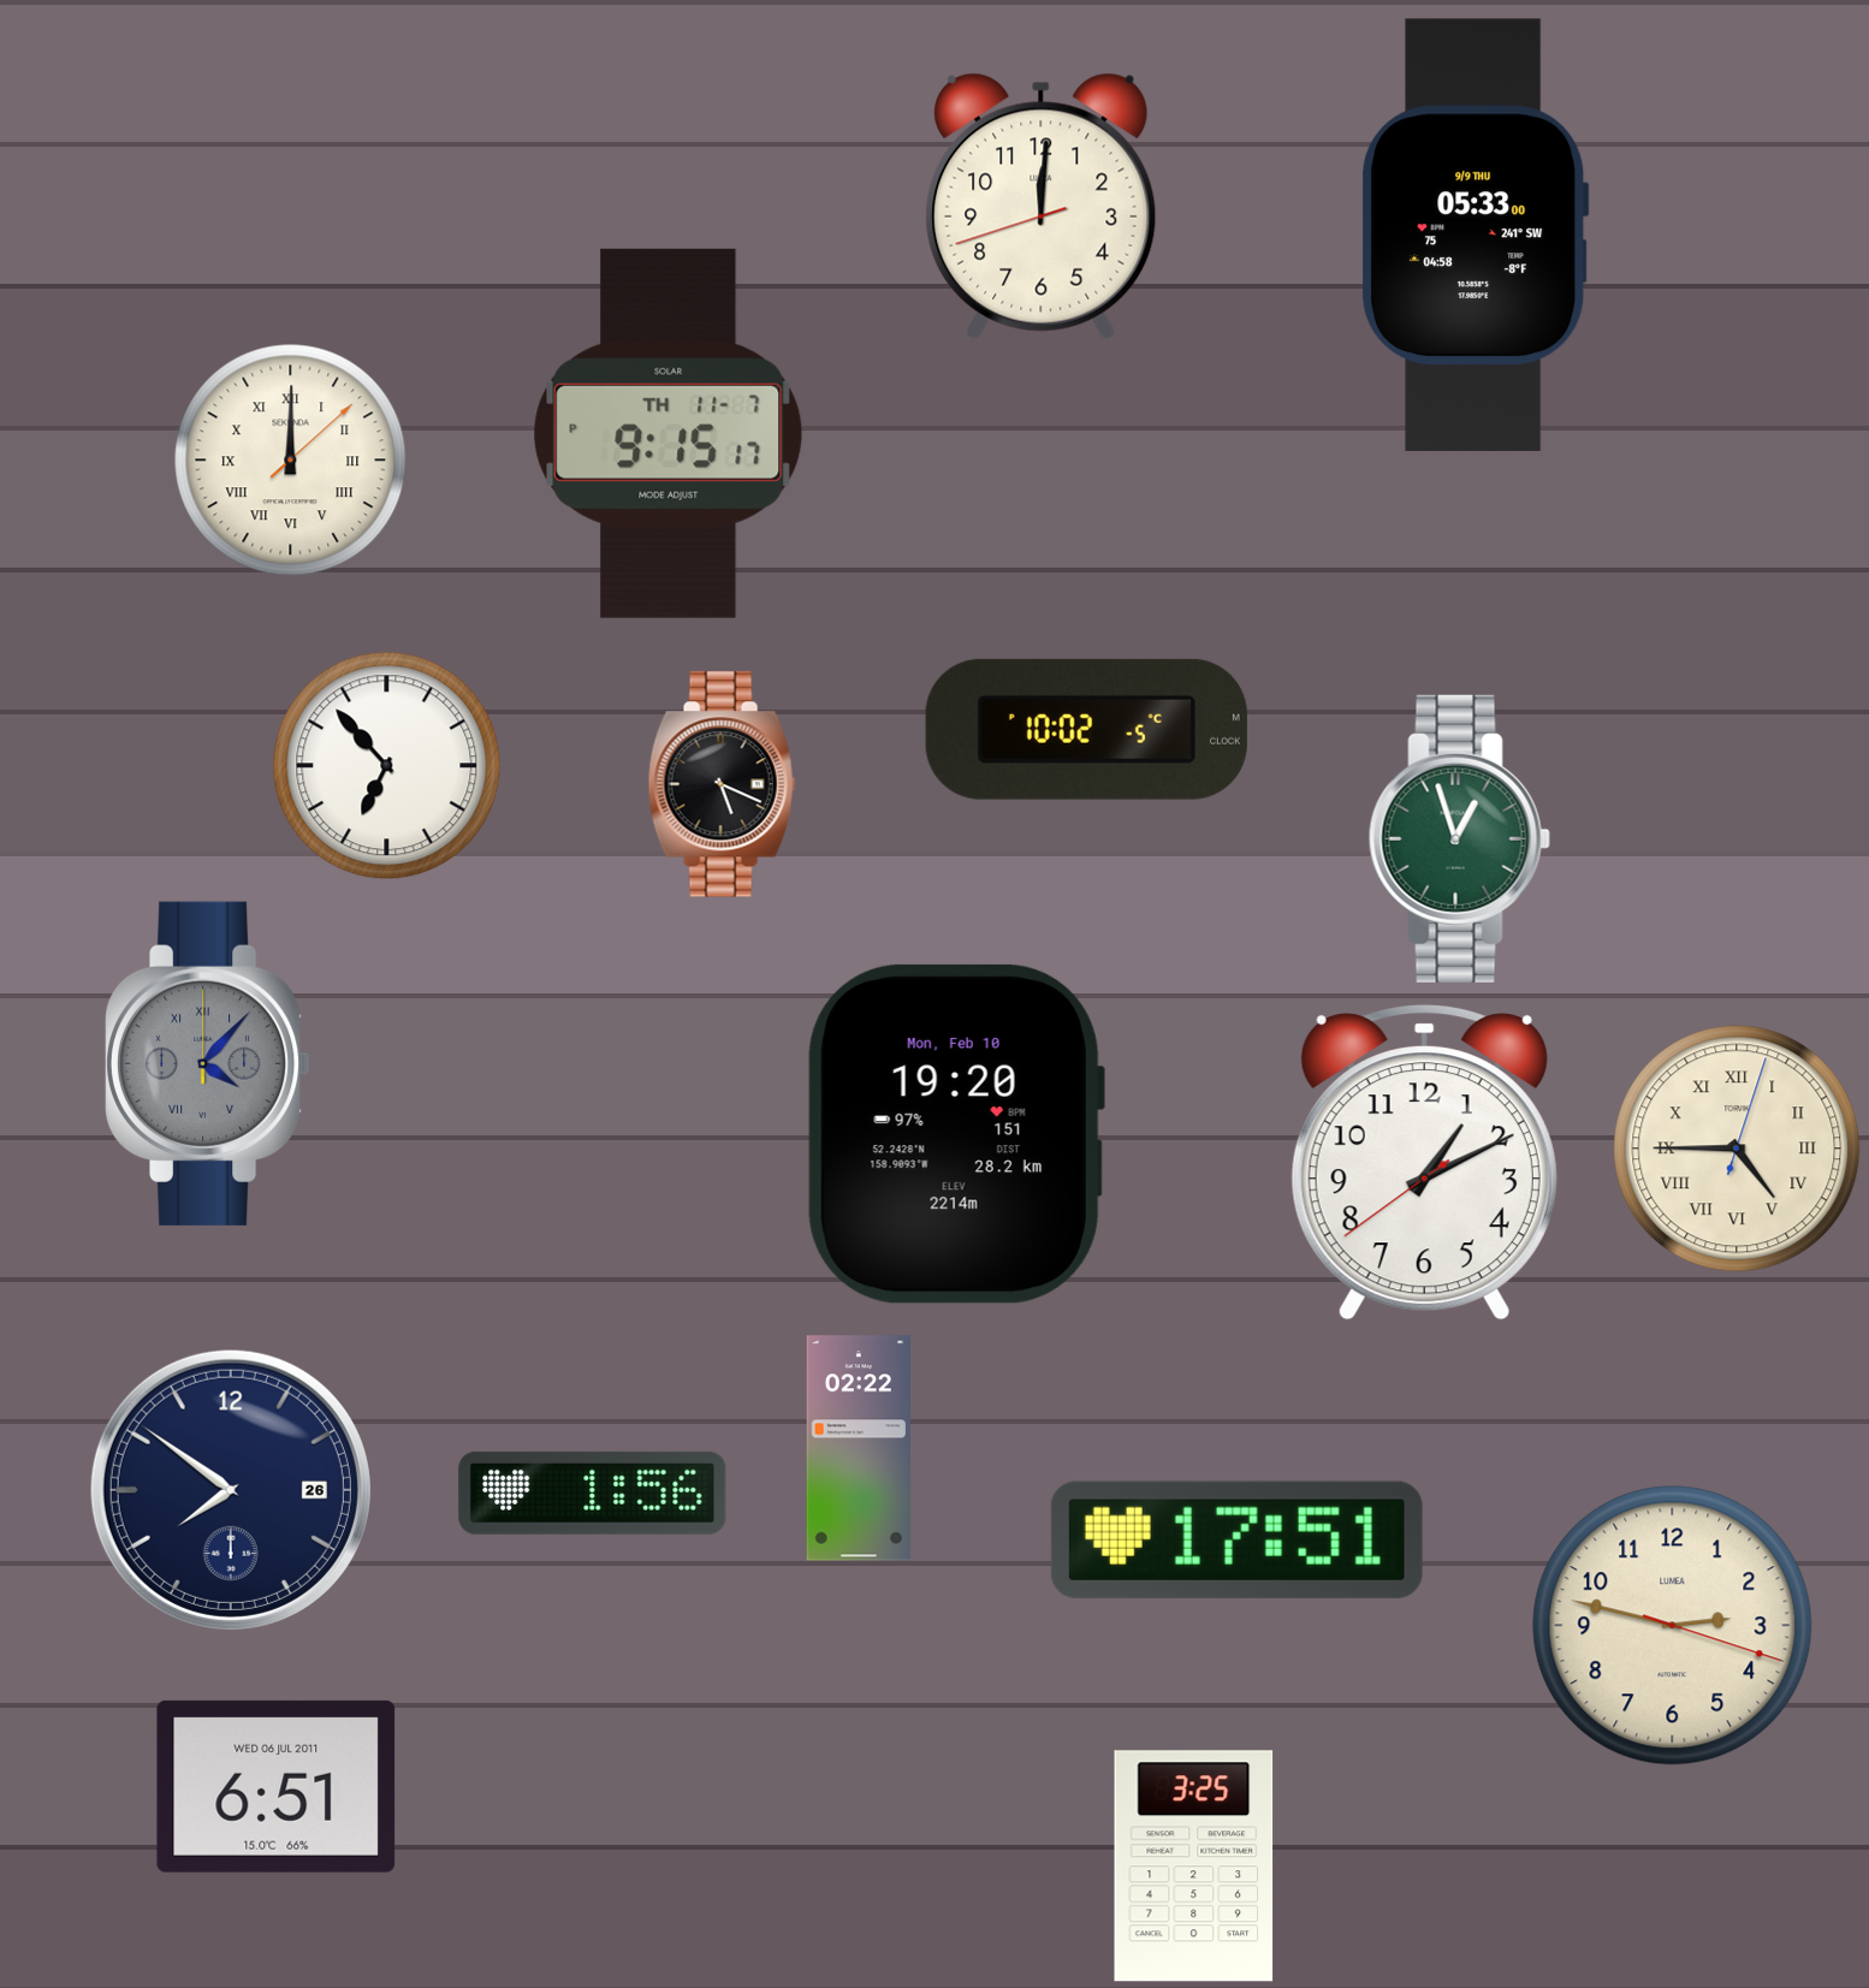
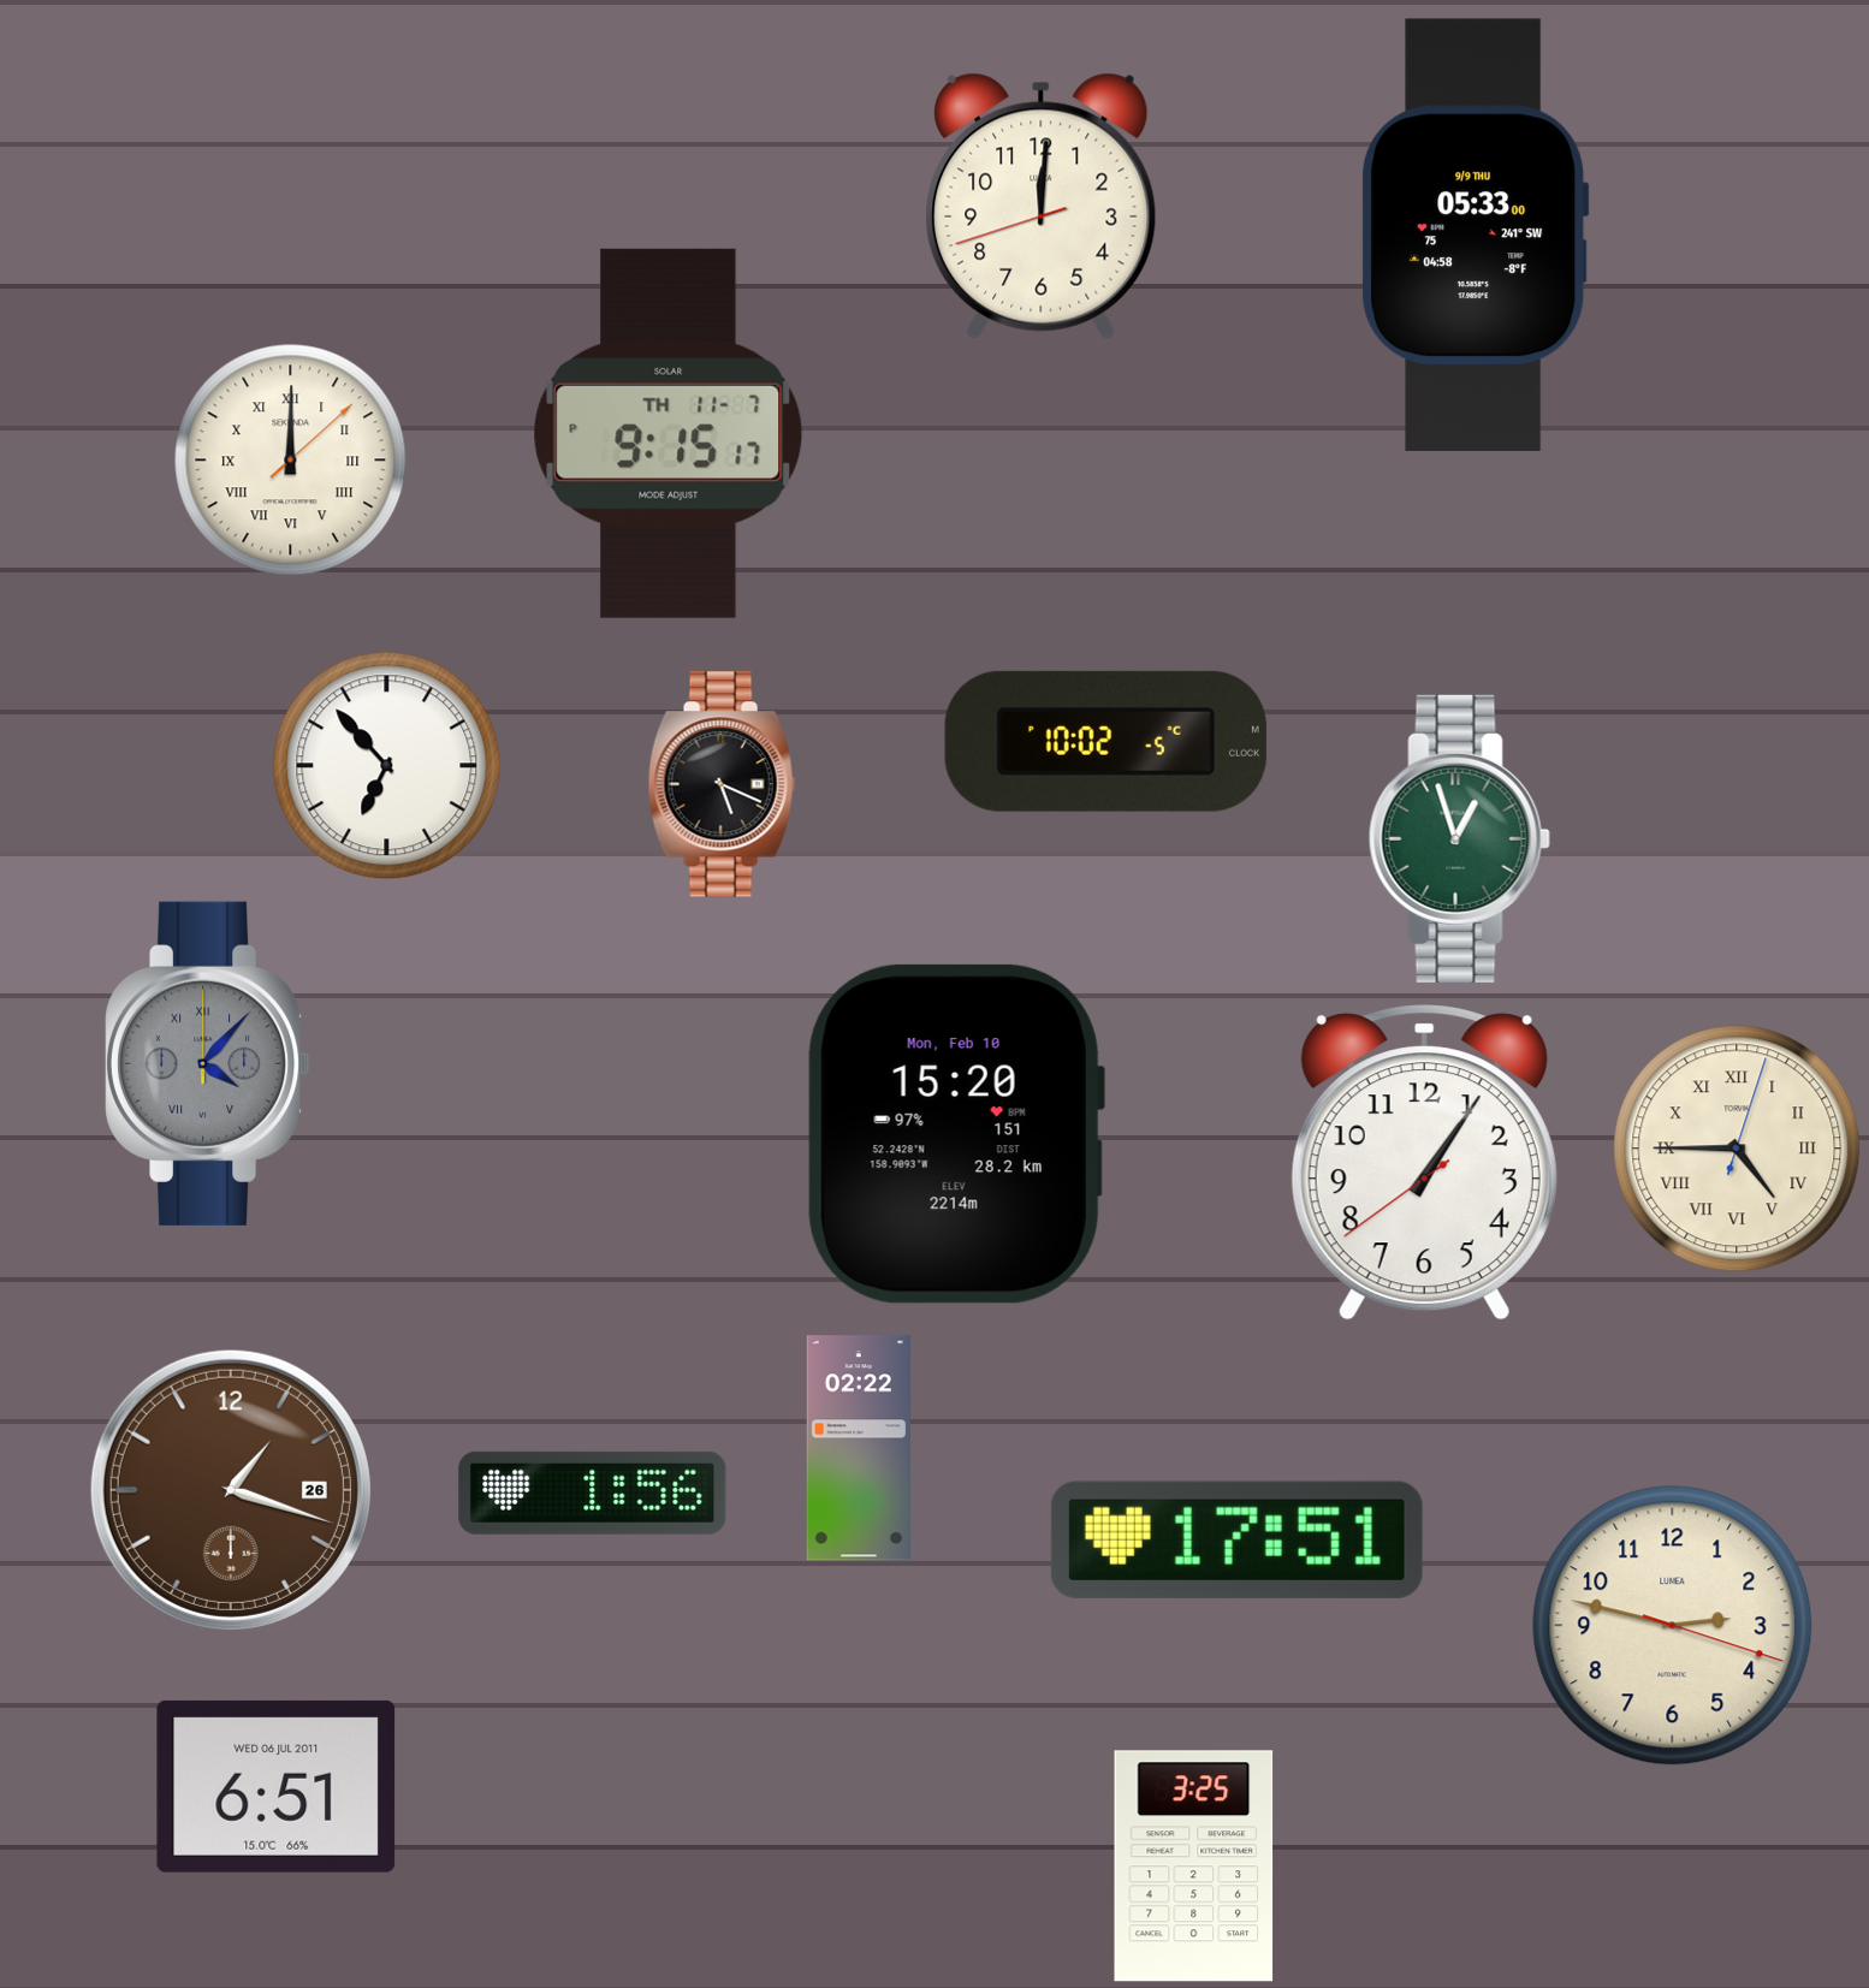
clock at (1086, 729) position: (1086, 729) -> (1105, 741)
clock at (956, 1134): 19:20 -> 15:20
clock at (1424, 1163): 1:10 -> 1:05
clock at (231, 1490): 7:51 -> 1:18
clock at (231, 1490) dial: navy -> brown
